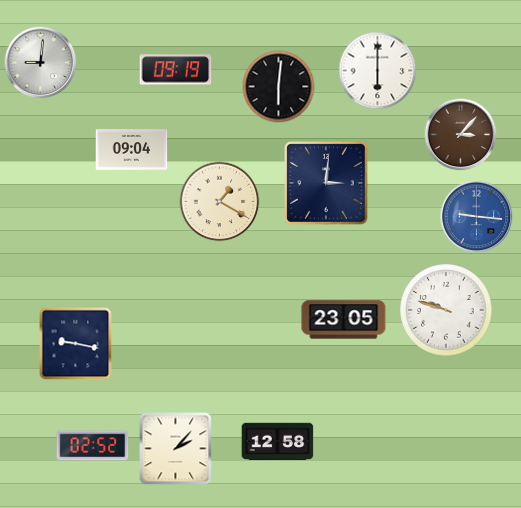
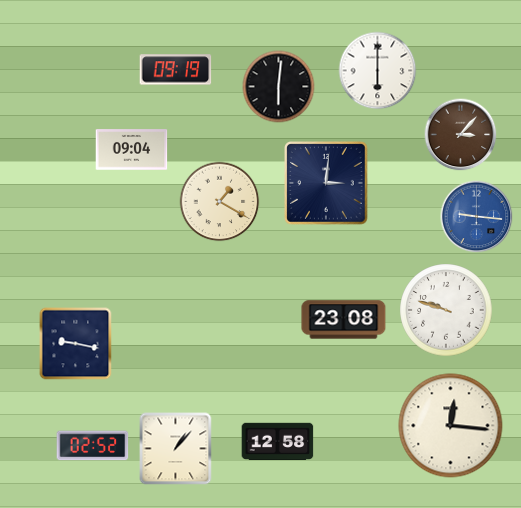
clock at (41, 63): 9:01 -> none
clock at (344, 320): 23:05 -> 23:08
clock at (451, 426): none -> 12:16
clock at (176, 449): 2:07 -> 1:07
